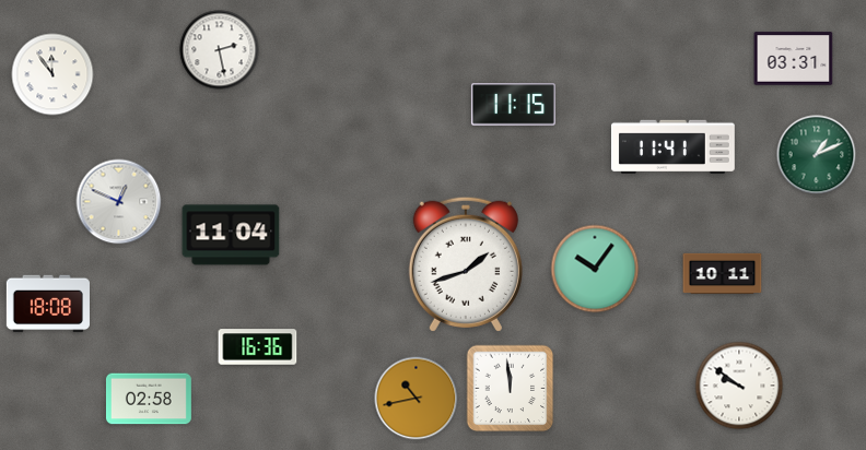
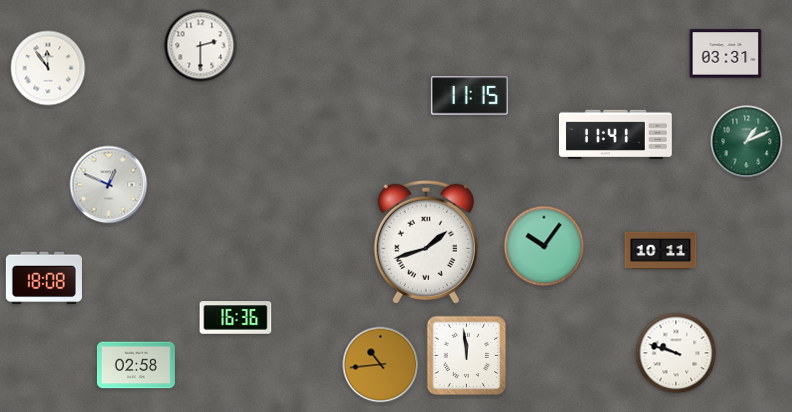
clock at (220, 50): 2:28 -> 2:30
clock at (231, 235): 11:04 -> none
clock at (739, 386): 9:51 -> 9:48
clock at (417, 399): 10:43 -> 10:44
